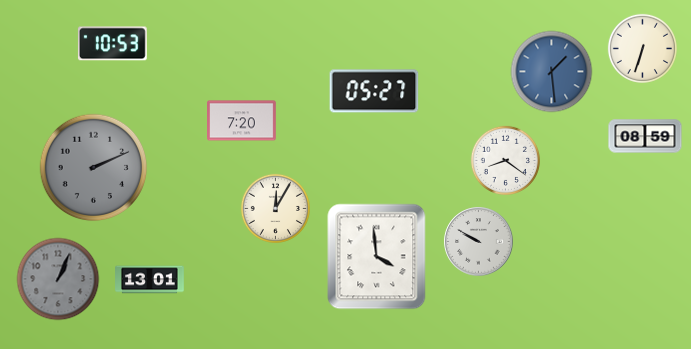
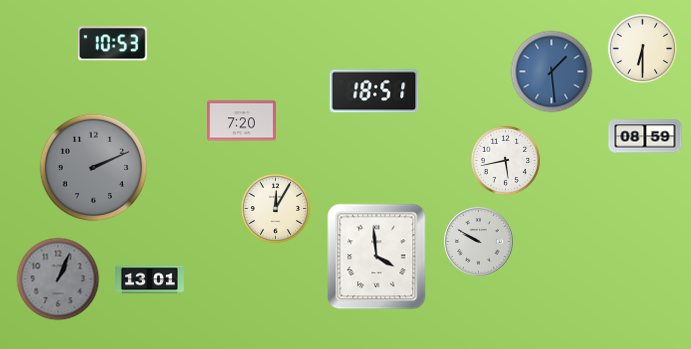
clock at (642, 48): 6:33 -> 6:30
clock at (374, 91): 05:27 -> 18:51
clock at (505, 160): 8:21 -> 5:43
